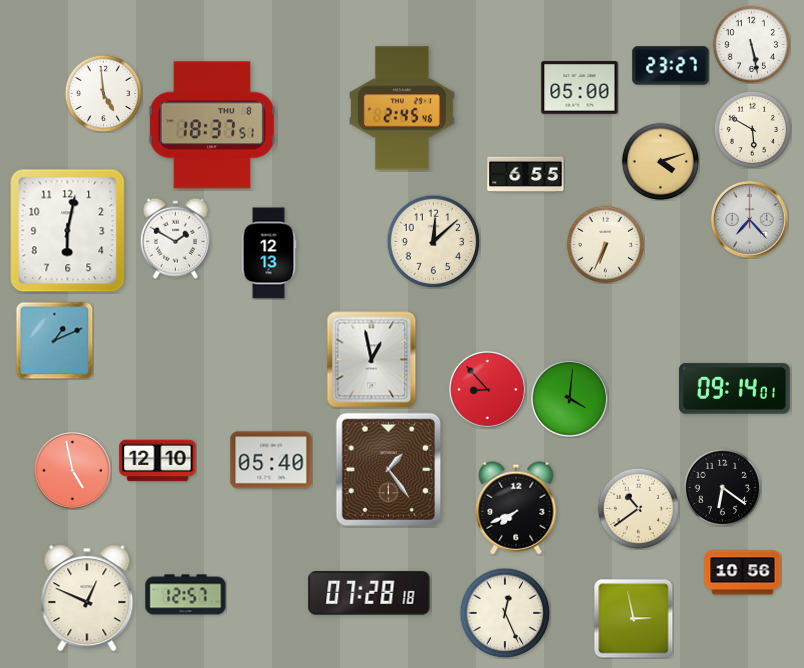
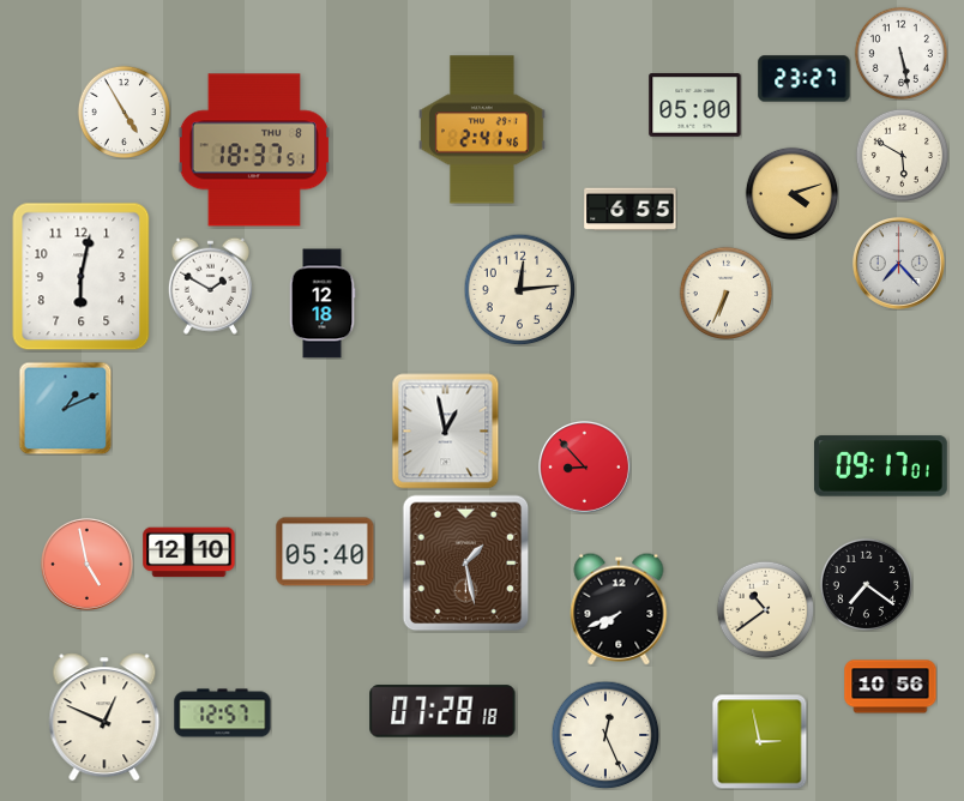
clock at (103, 93): 4:59 -> 4:55
clock at (403, 108): 2:45 -> 2:41
clock at (433, 241): 12:08 -> 12:14
clock at (269, 253): 12:13 -> 12:18
clock at (734, 389): 09:14 -> 09:17
clock at (569, 398): 4:01 -> none
clock at (389, 470): 1:24 -> 1:28
clock at (722, 487): 6:21 -> 7:21
